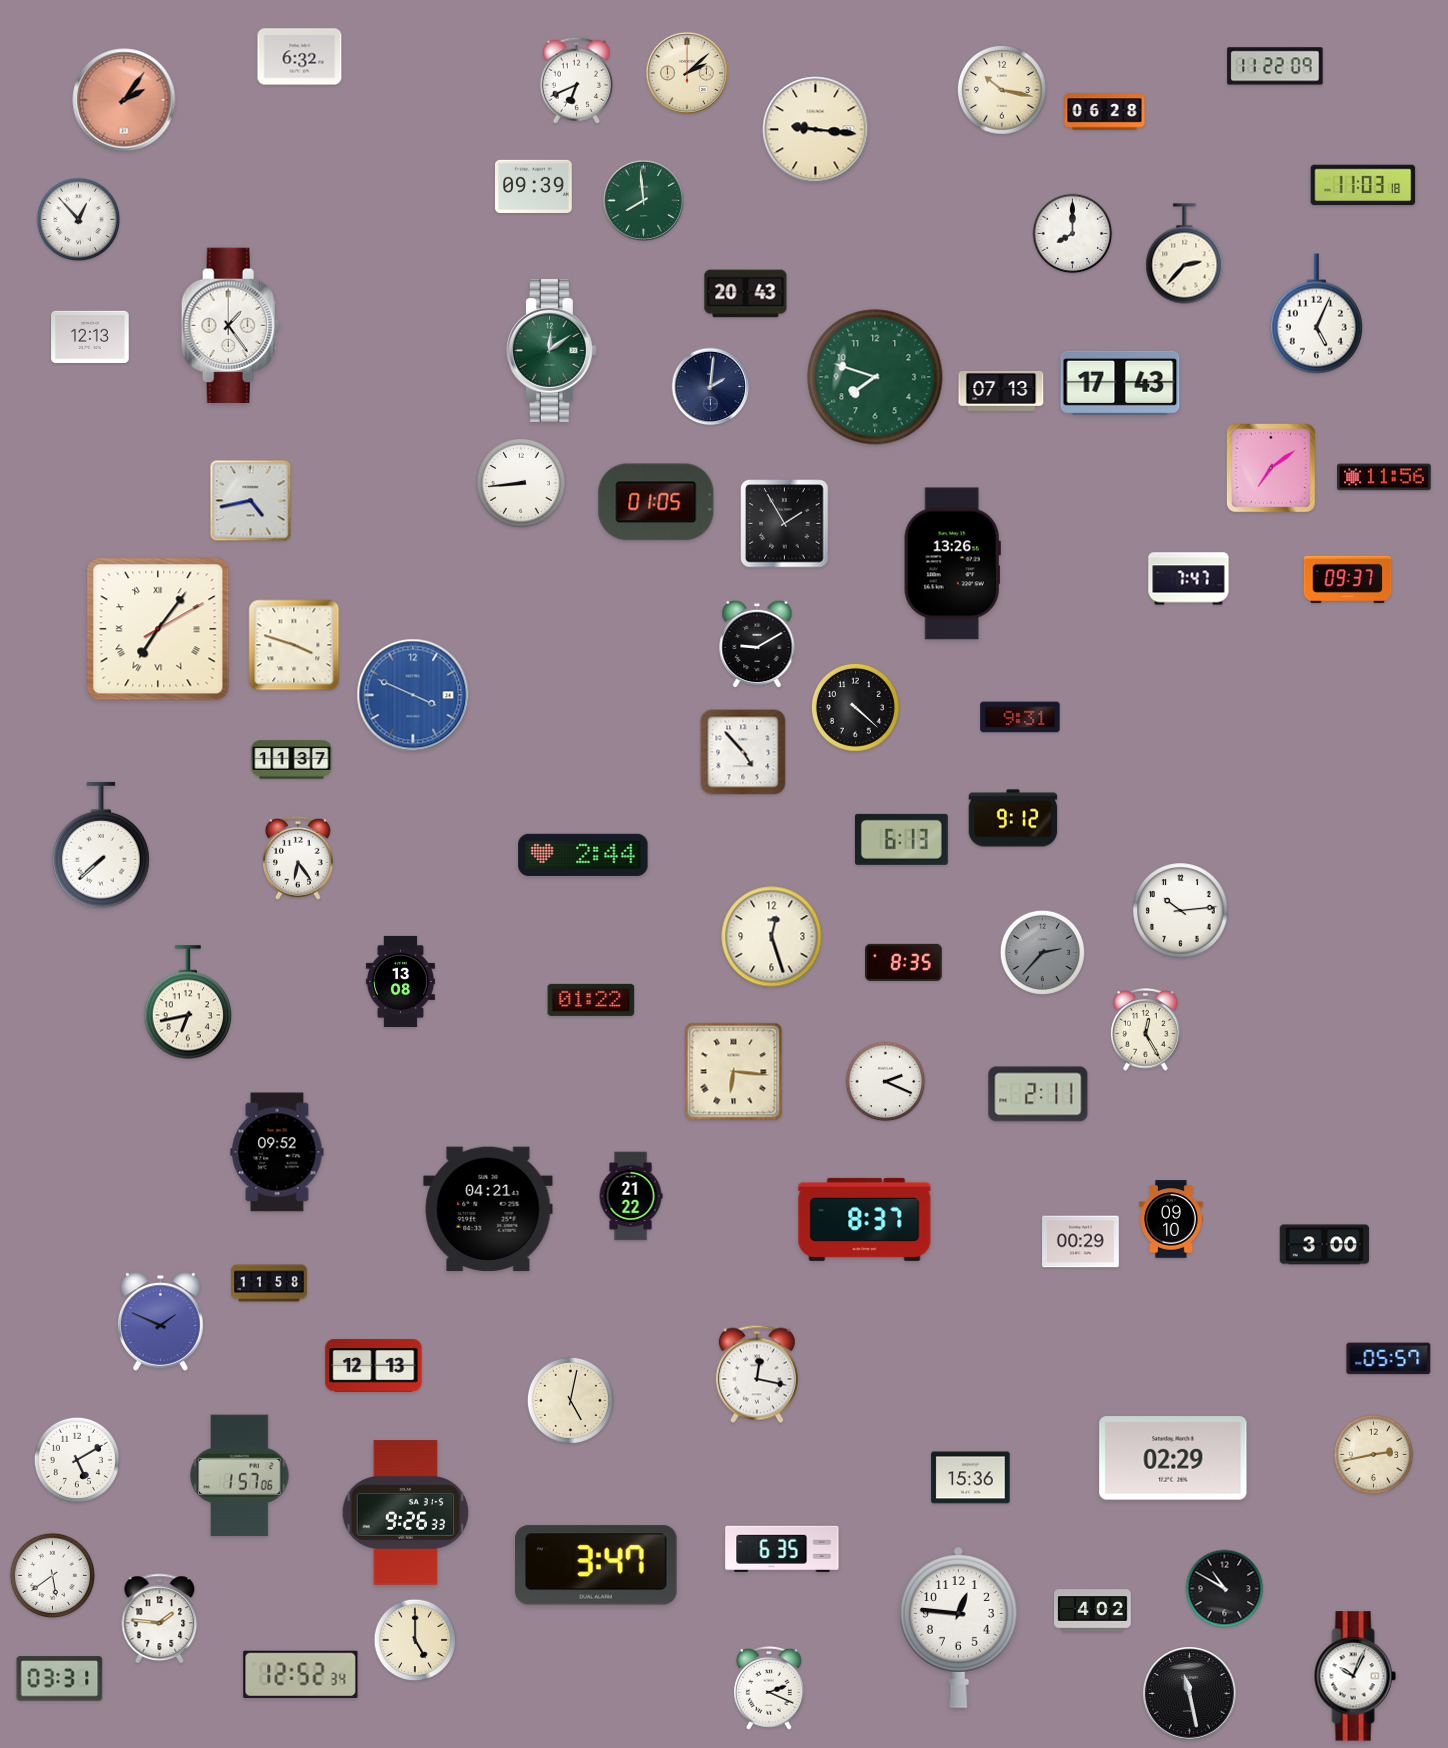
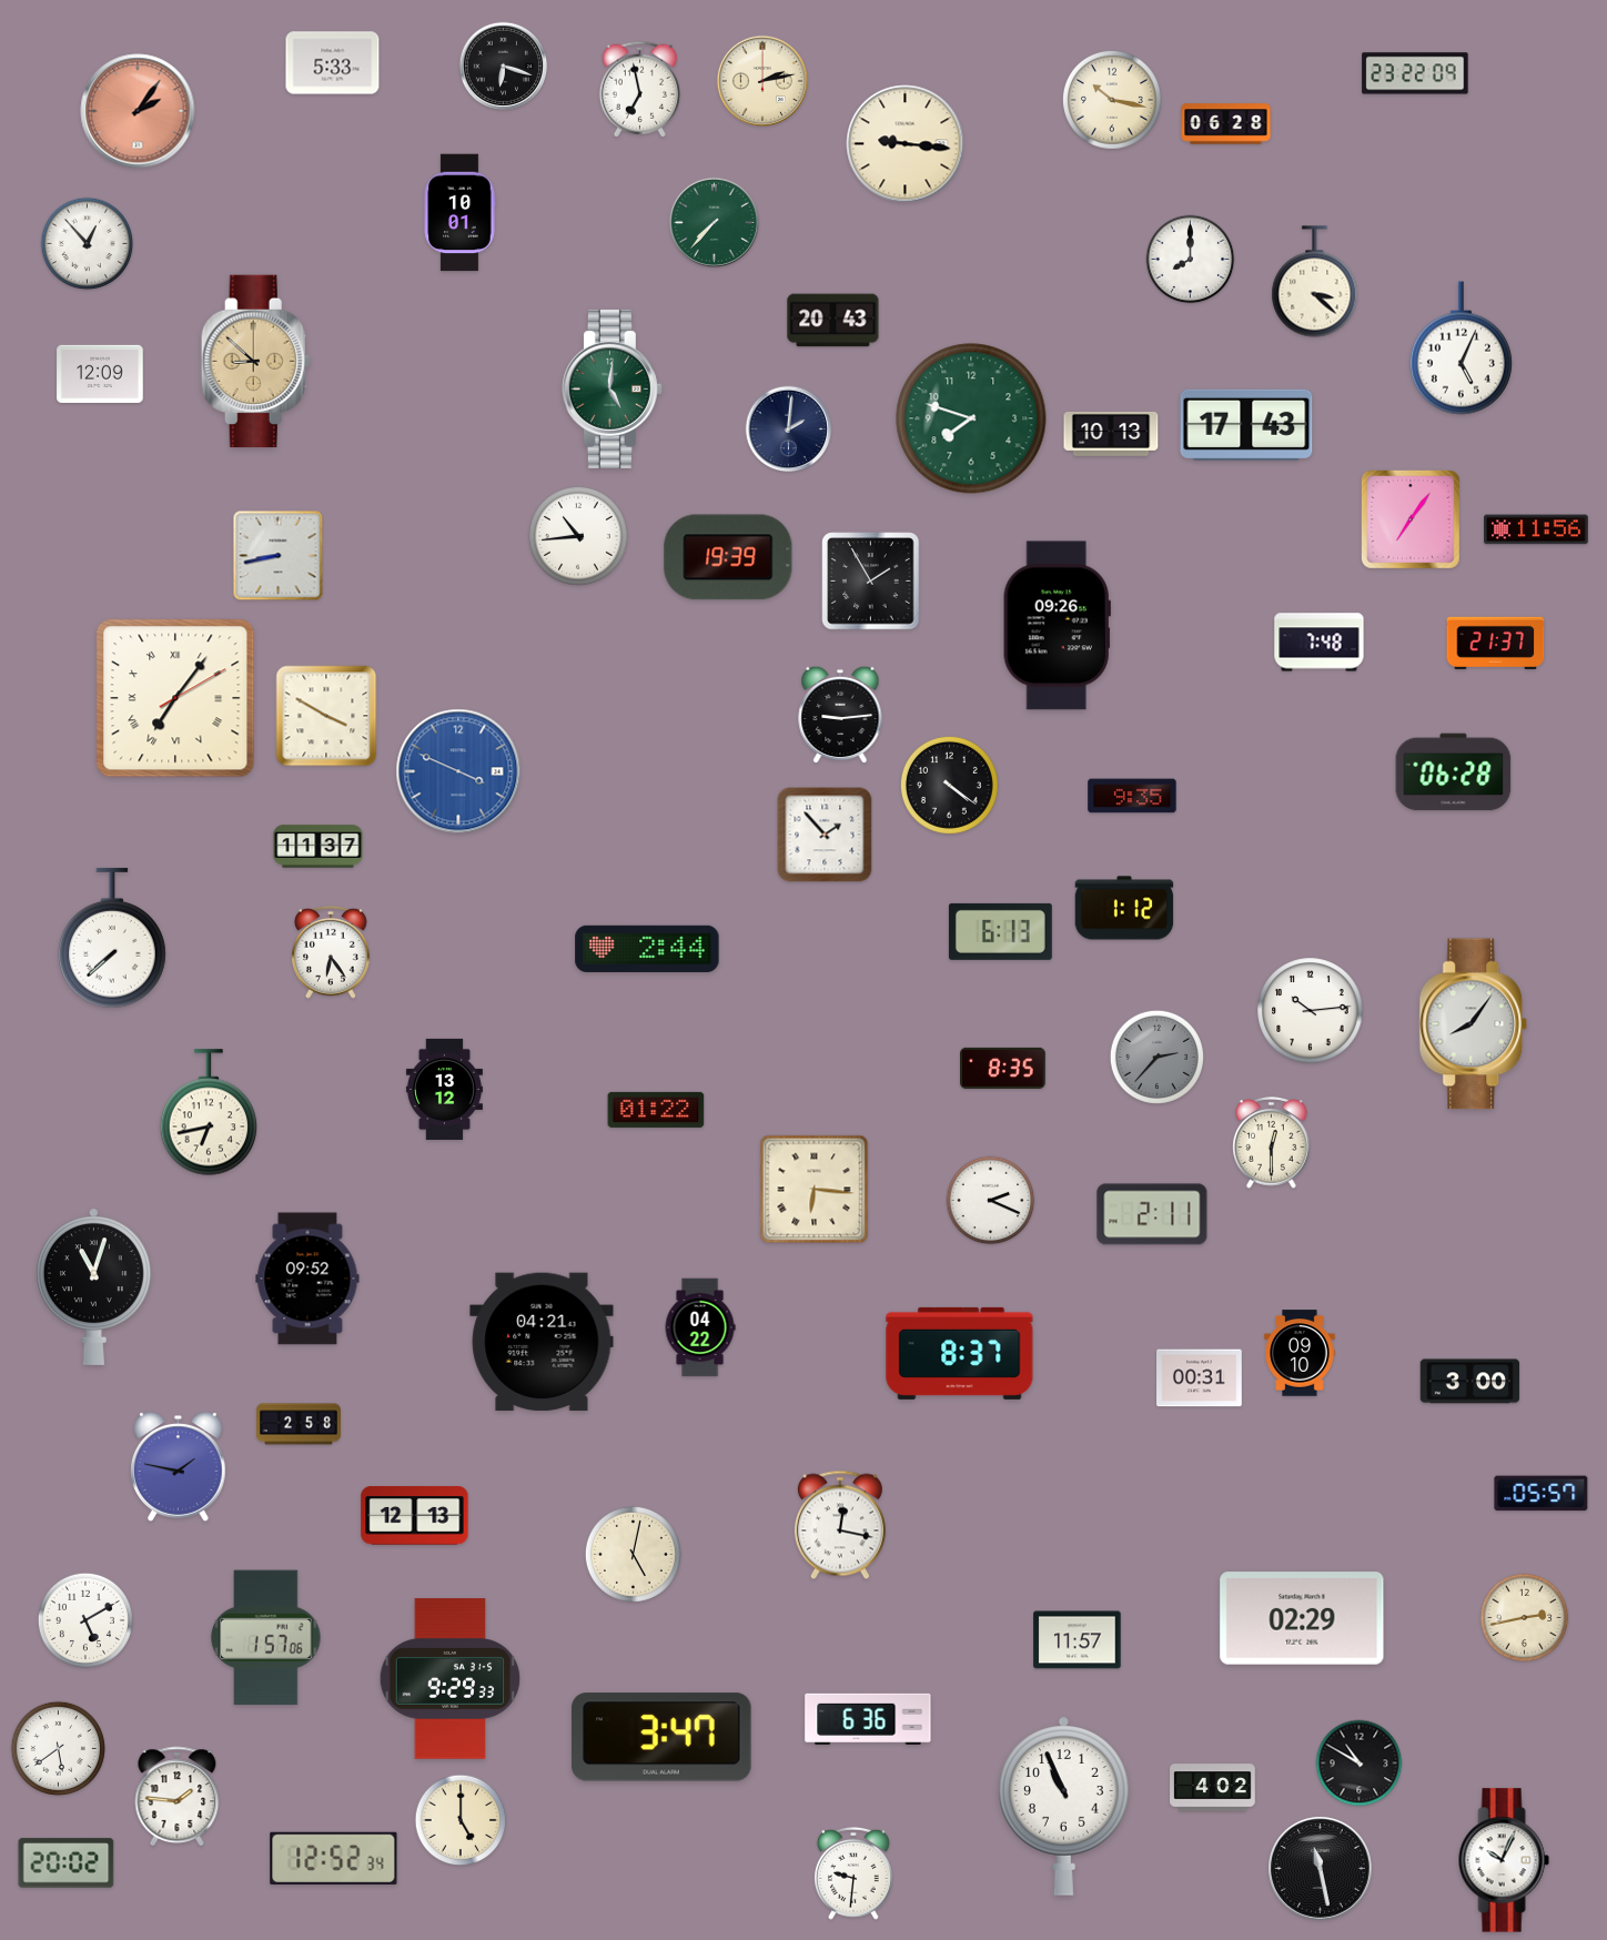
clock at (300, 57): 6:32 -> 5:33
clock at (504, 67): none -> 6:18
clock at (1275, 66): 11:22 -> 23:22
clock at (687, 73): 2:08 -> 2:13
clock at (576, 80): 6:41 -> 6:58
clock at (1363, 185): 11:03 -> none
clock at (534, 186): 09:39 -> none
clock at (459, 213): none -> 10:01
clock at (643, 200): 7:59 -> 7:37
clock at (1185, 254): 2:37 -> 3:22
clock at (746, 294) position: (746, 294) -> (833, 321)
clock at (230, 326): 1:24 -> 8:52
clock at (230, 326) dial: white -> champagne
clock at (90, 336): 12:13 -> 12:09
clock at (551, 350): 12:09 -> 5:01
clock at (1120, 383) position: (1120, 383) -> (1246, 425)
clock at (1001, 391): 07:13 -> 10:13
clock at (1272, 469): 7:09 -> 7:06
clock at (521, 483): 8:44 -> 10:44
clock at (251, 501): 4:43 -> 8:43
clock at (656, 502): 01:05 -> 19:39
clock at (952, 564): 13:26 -> 09:26
clock at (1189, 579): 7:47 -> 7:48
clock at (1348, 579): 09:37 -> 21:37
clock at (757, 644): 9:10 -> 9:14
clock at (294, 645): 3:48 -> 3:50
clock at (1454, 772): none -> 06:28
clock at (855, 707): 4:22 -> 4:21
clock at (1020, 717): 9:31 -> 9:35
clock at (743, 752): 4:53 -> 1:53
clock at (292, 760) position: (292, 760) -> (319, 847)
clock at (1013, 818): 9:12 -> 1:12
clock at (1474, 1024): none -> 8:06
clock at (772, 937): 12:27 -> none
clock at (400, 981): 13:08 -> 13:12
clock at (1146, 1030): 12:25 -> 12:30
clock at (886, 1082) position: (886, 1082) -> (991, 1201)
clock at (93, 1286): none -> 11:03
clock at (631, 1196): 21:22 -> 04:22
clock at (1081, 1242): 00:29 -> 00:31
clock at (270, 1283): 11:58 -> 2:58
clock at (161, 1322): 1:49 -> 1:47
clock at (1389, 1359) position: (1389, 1359) -> (1542, 1494)
clock at (1374, 1455) position: (1374, 1455) -> (1525, 1618)
clock at (971, 1478): 15:36 -> 11:57
clock at (406, 1513): 9:26 -> 9:29
clock at (782, 1549): 6:35 -> 6:36
clock at (959, 1627): 12:46 -> 10:56
clock at (60, 1679): 03:31 -> 20:02
clock at (769, 1688): 2:19 -> 9:31
clock at (1190, 1694) position: (1190, 1694) -> (1321, 1869)
